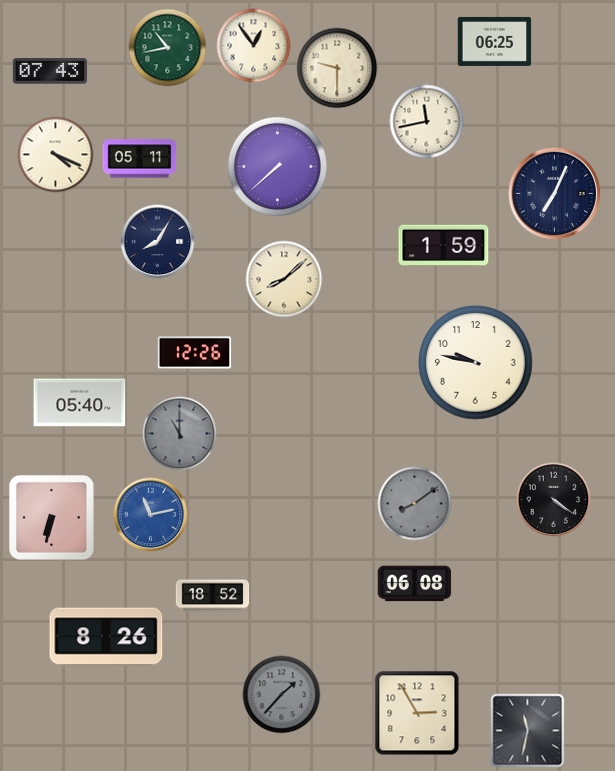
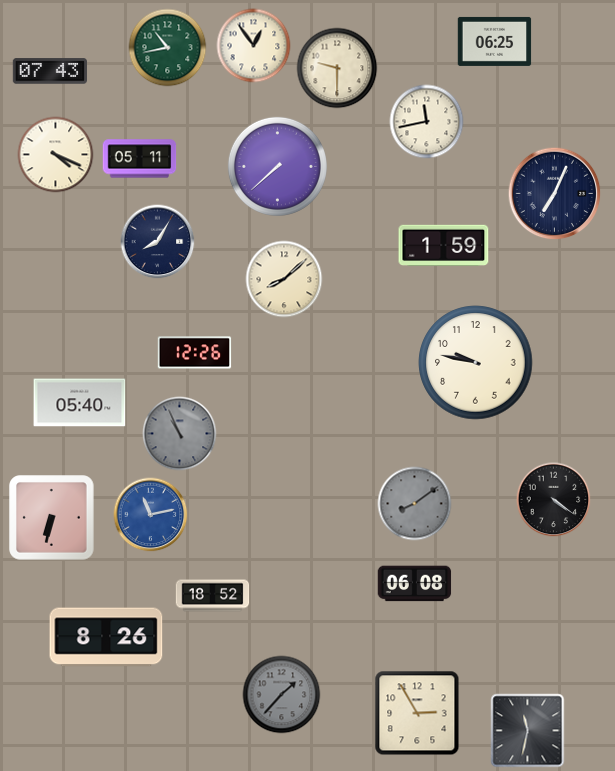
clock at (180, 434): 11:00 -> 10:56
